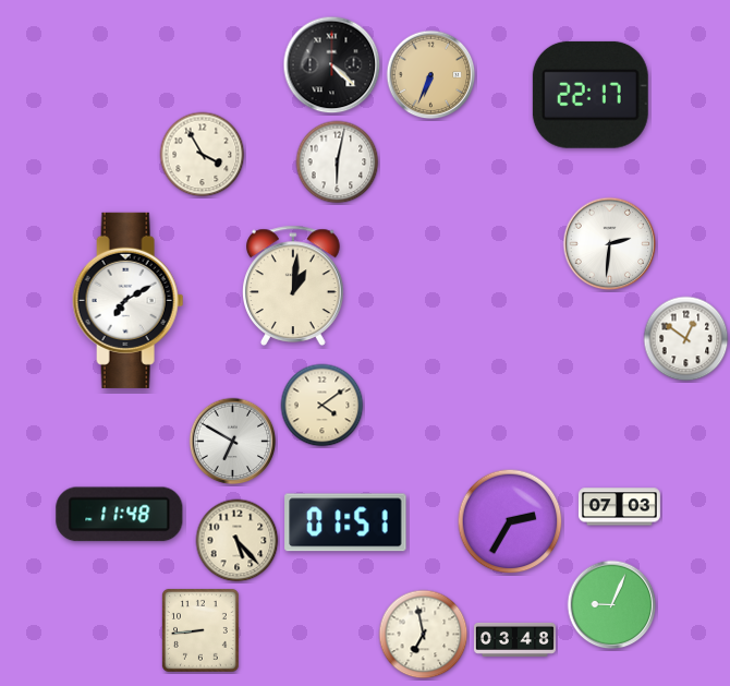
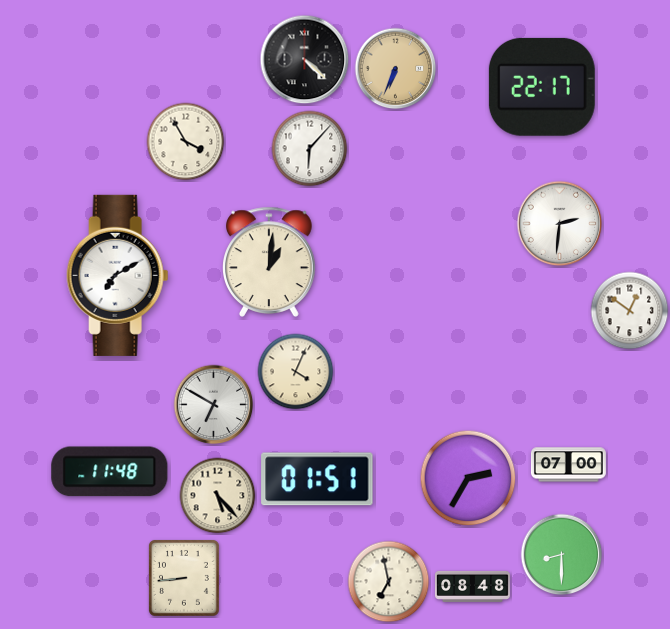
clock at (338, 163): 6:02 -> 6:07
clock at (323, 406): 4:09 -> 4:04
clock at (619, 507): 07:03 -> 07:00
clock at (612, 605): 9:04 -> 8:30
clock at (514, 639): 03:48 -> 08:48
